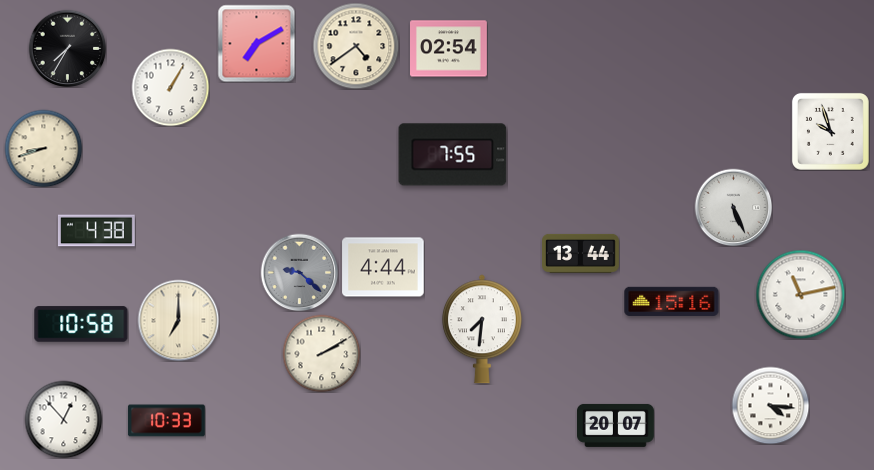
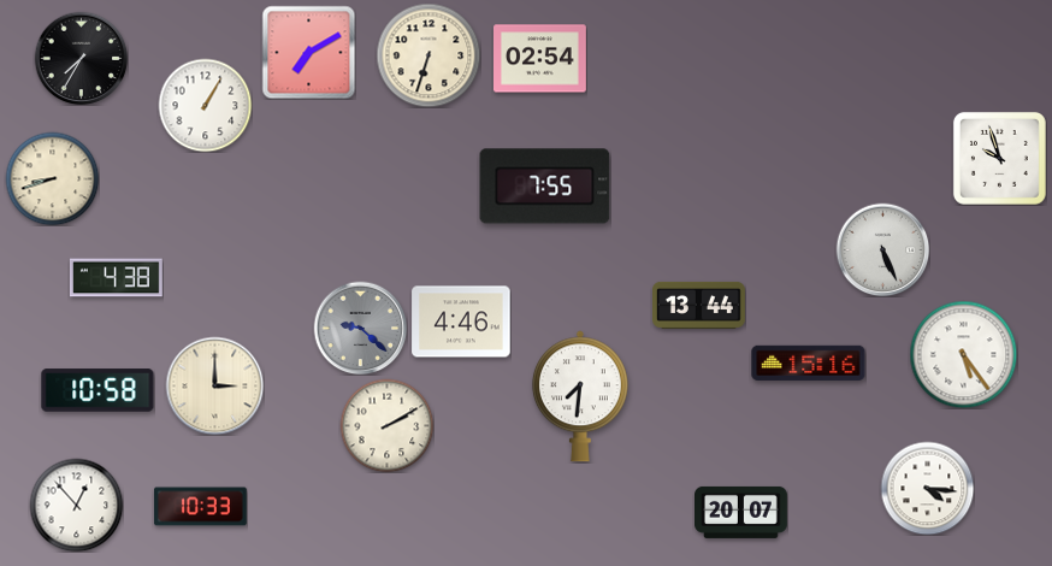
clock at (356, 46): 4:39 -> 6:33
clock at (383, 267): 4:44 -> 4:46
clock at (800, 294): 11:13 -> 5:24
clock at (178, 320): 7:00 -> 3:00
